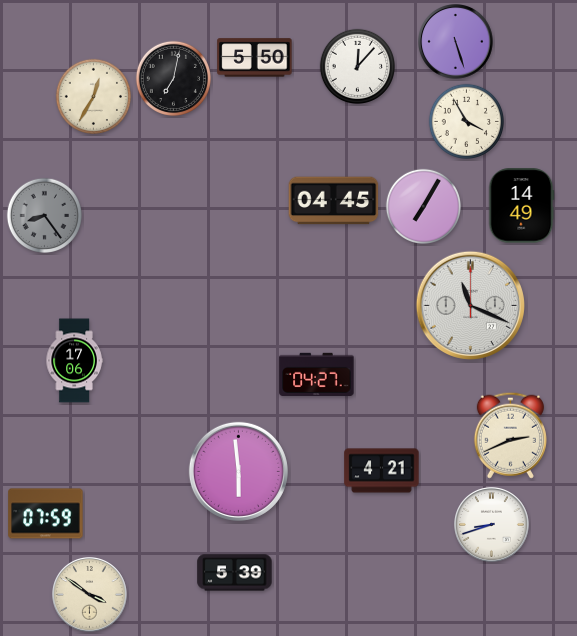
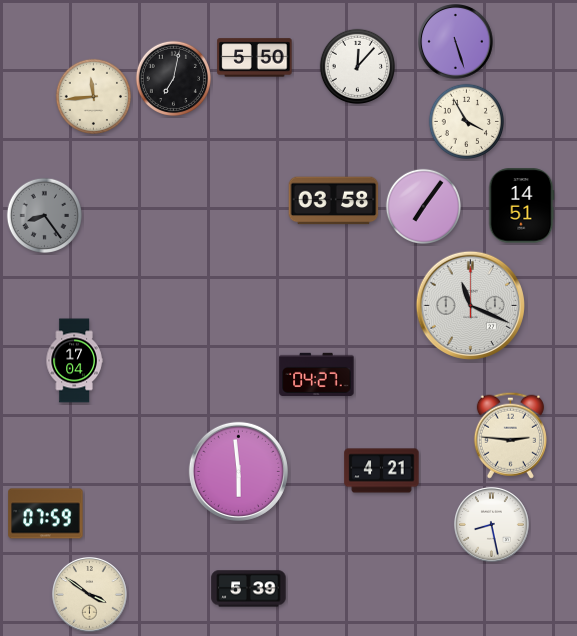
clock at (93, 96): 12:35 -> 11:44
clock at (334, 201): 04:45 -> 03:58
clock at (423, 206): 7:05 -> 7:06
clock at (521, 206): 14:49 -> 14:51
clock at (74, 361): 17:06 -> 17:04
clock at (510, 435): 2:41 -> 2:46
clock at (492, 525): 8:42 -> 8:28
clock at (235, 573) position: (235, 573) -> (249, 589)
